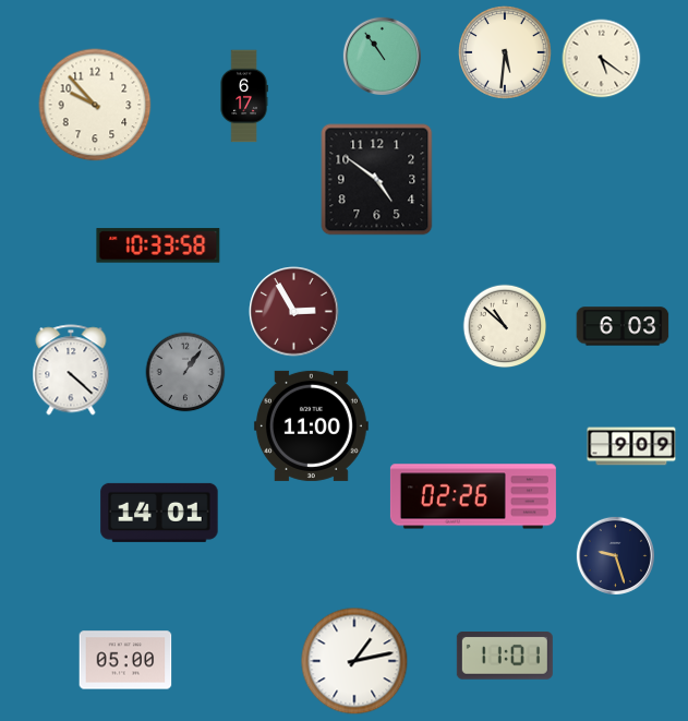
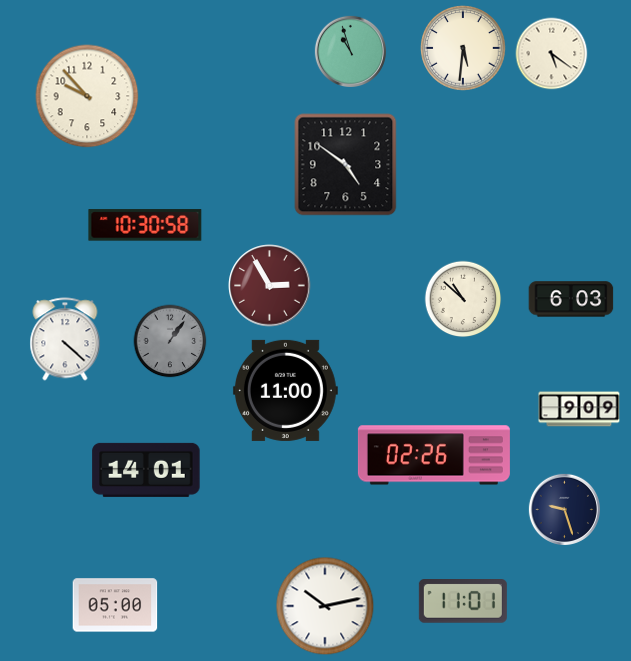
clock at (382, 56): 10:54 -> 10:57
clock at (244, 96): 6:17 -> none
clock at (158, 245): 10:33 -> 10:30
clock at (354, 661): 1:13 -> 10:13
